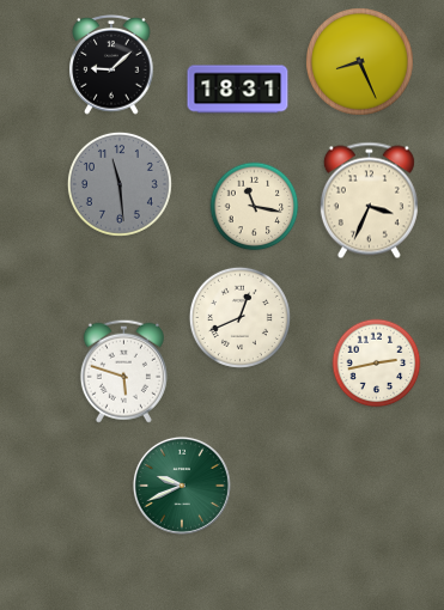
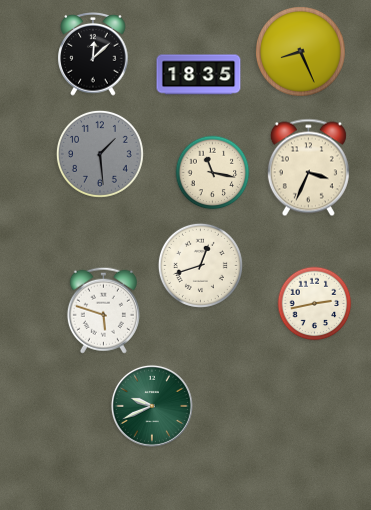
clock at (111, 66): 9:08 -> 12:08
clock at (238, 90): 18:31 -> 18:35
clock at (120, 184): 11:29 -> 1:29
clock at (239, 317): 12:41 -> 12:42
